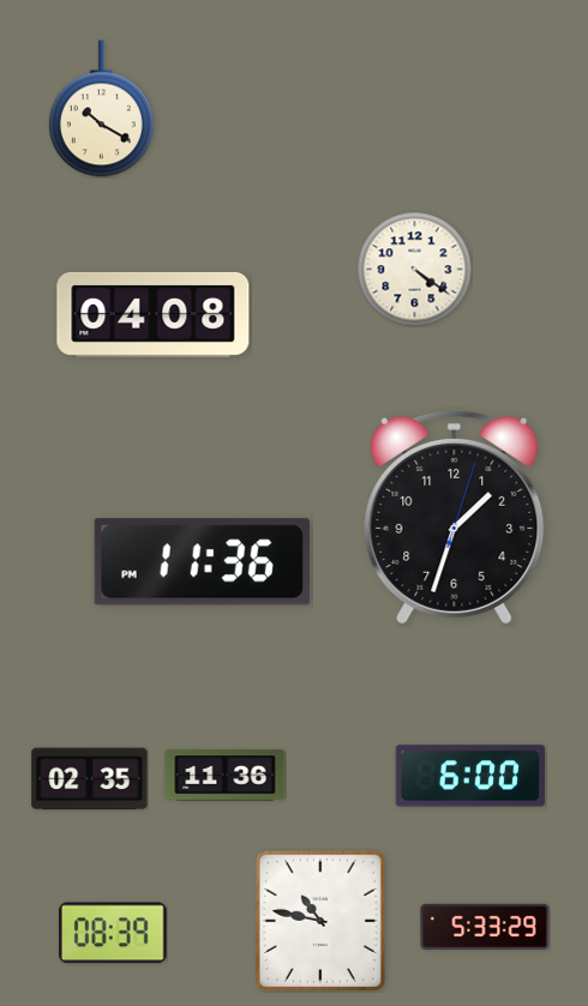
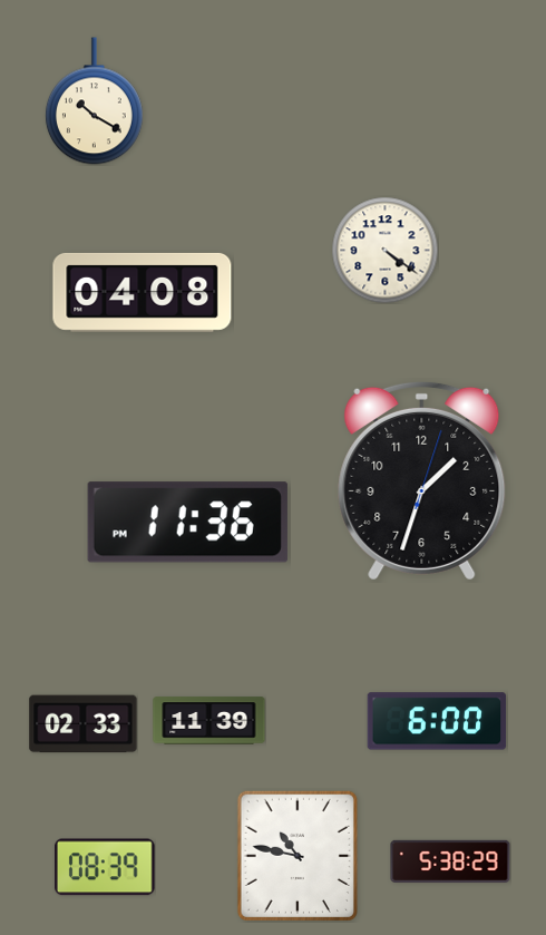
clock at (226, 776): 11:36 -> 11:39
clock at (90, 779): 02:35 -> 02:33
clock at (485, 926): 5:33 -> 5:38
